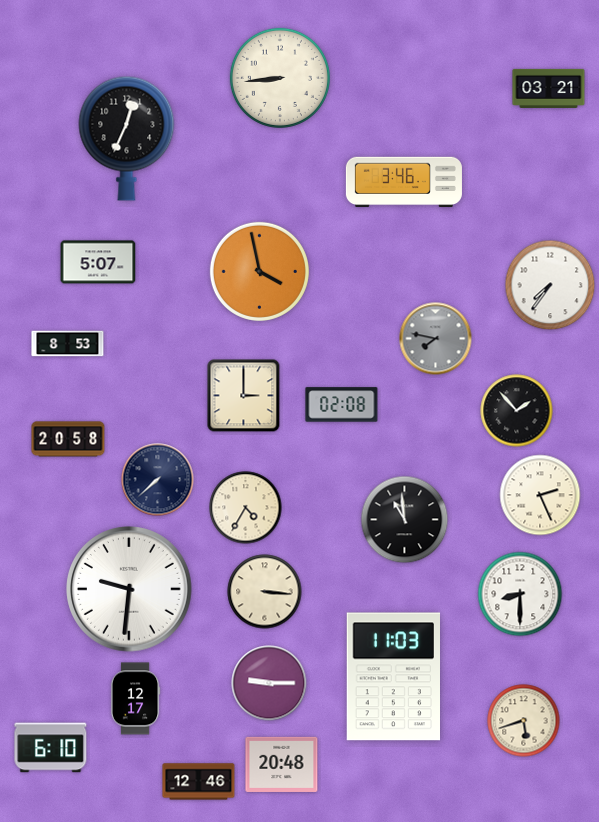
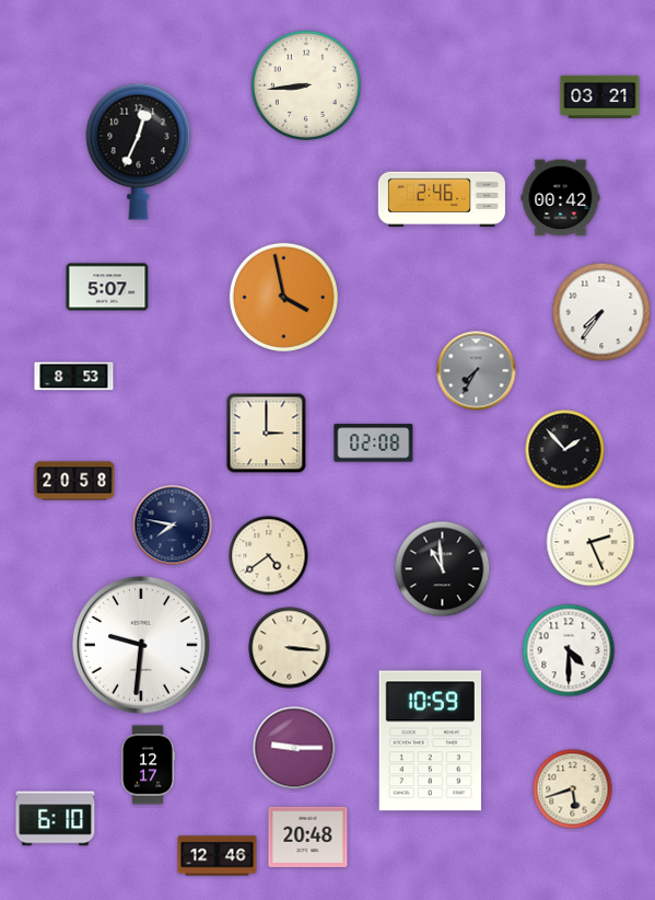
clock at (561, 198): none -> 00:42
clock at (404, 182): 3:46 -> 2:46
clock at (436, 339): 7:47 -> 7:35
clock at (158, 480): 7:38 -> 7:47
clock at (246, 508): 4:35 -> 4:39
clock at (520, 594): 8:30 -> 4:30
clock at (393, 677): 11:03 -> 10:59
